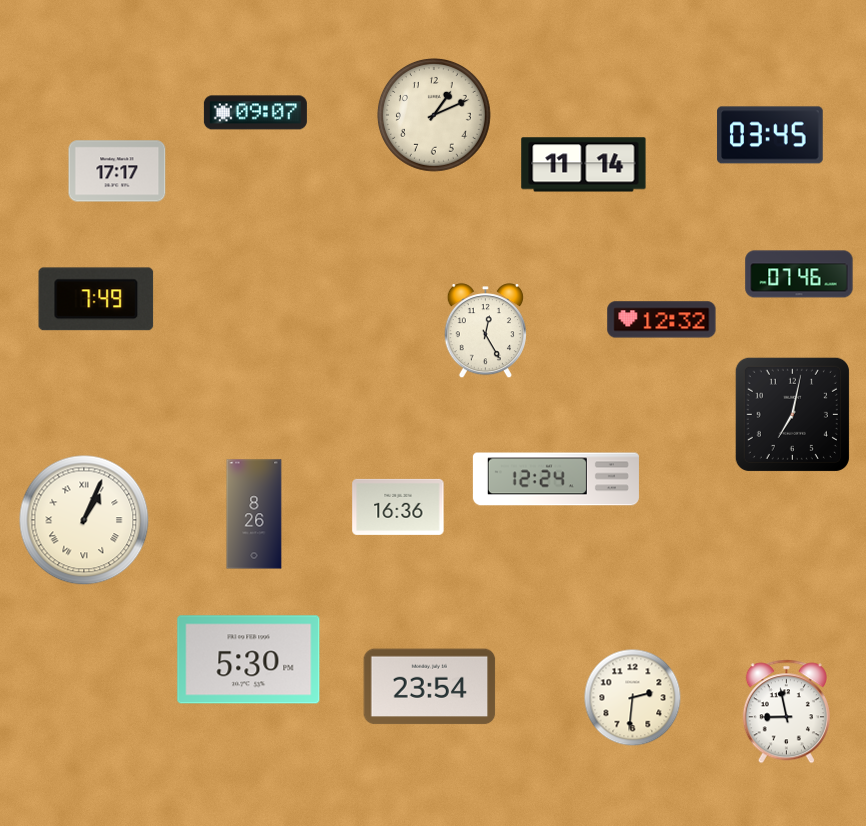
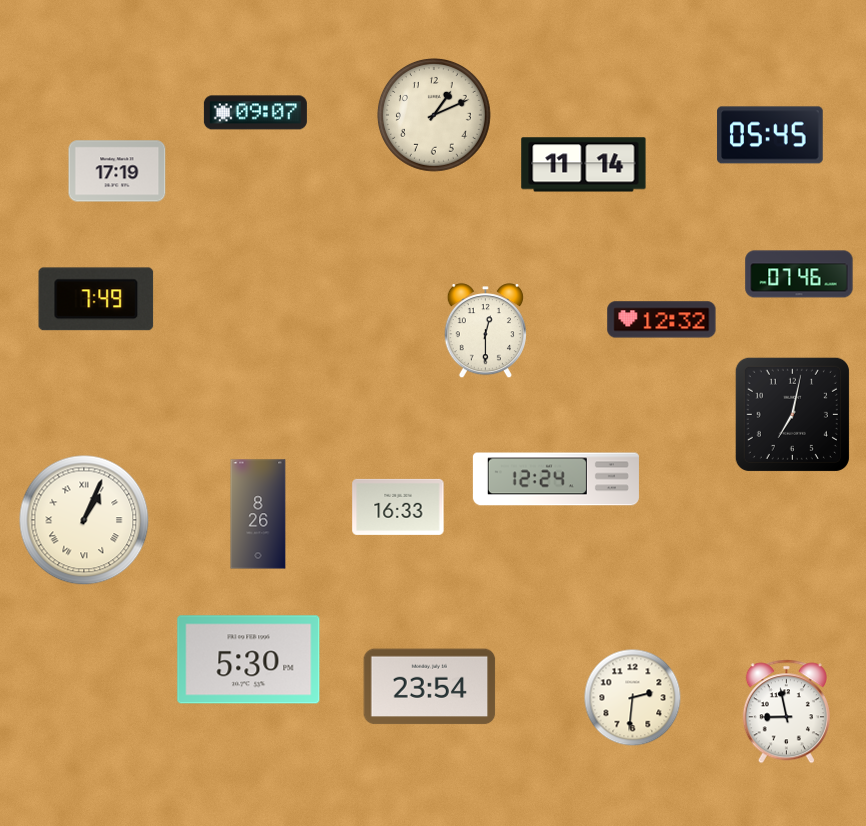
clock at (770, 135): 03:45 -> 05:45
clock at (117, 171): 17:17 -> 17:19
clock at (485, 331): 12:25 -> 12:30
clock at (398, 507): 16:36 -> 16:33
clock at (254, 514) position: (254, 514) -> (258, 514)
